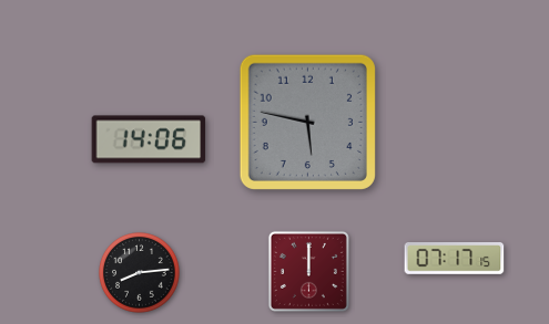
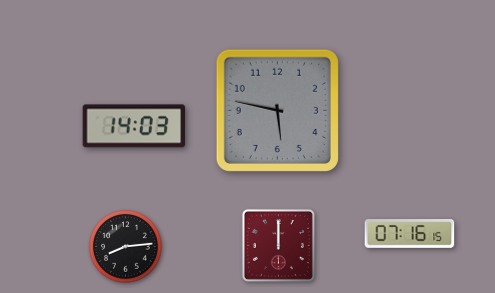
clock at (149, 139): 14:06 -> 14:03
clock at (455, 259): 07:17 -> 07:16
